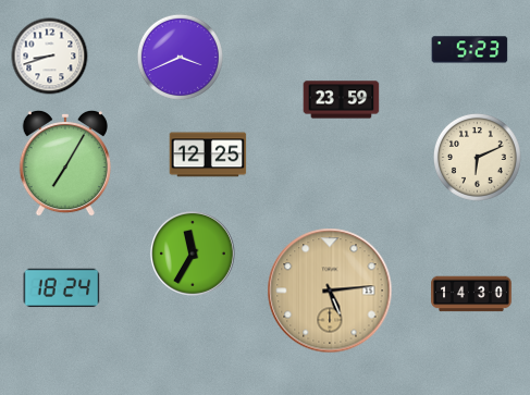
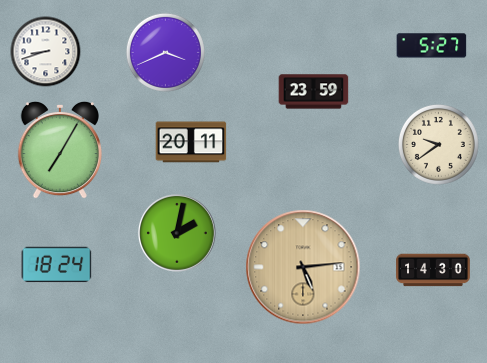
clock at (470, 50): 5:23 -> 5:27
clock at (208, 155): 12:25 -> 20:11
clock at (477, 157): 6:11 -> 9:39
clock at (193, 254): 11:35 -> 2:02
